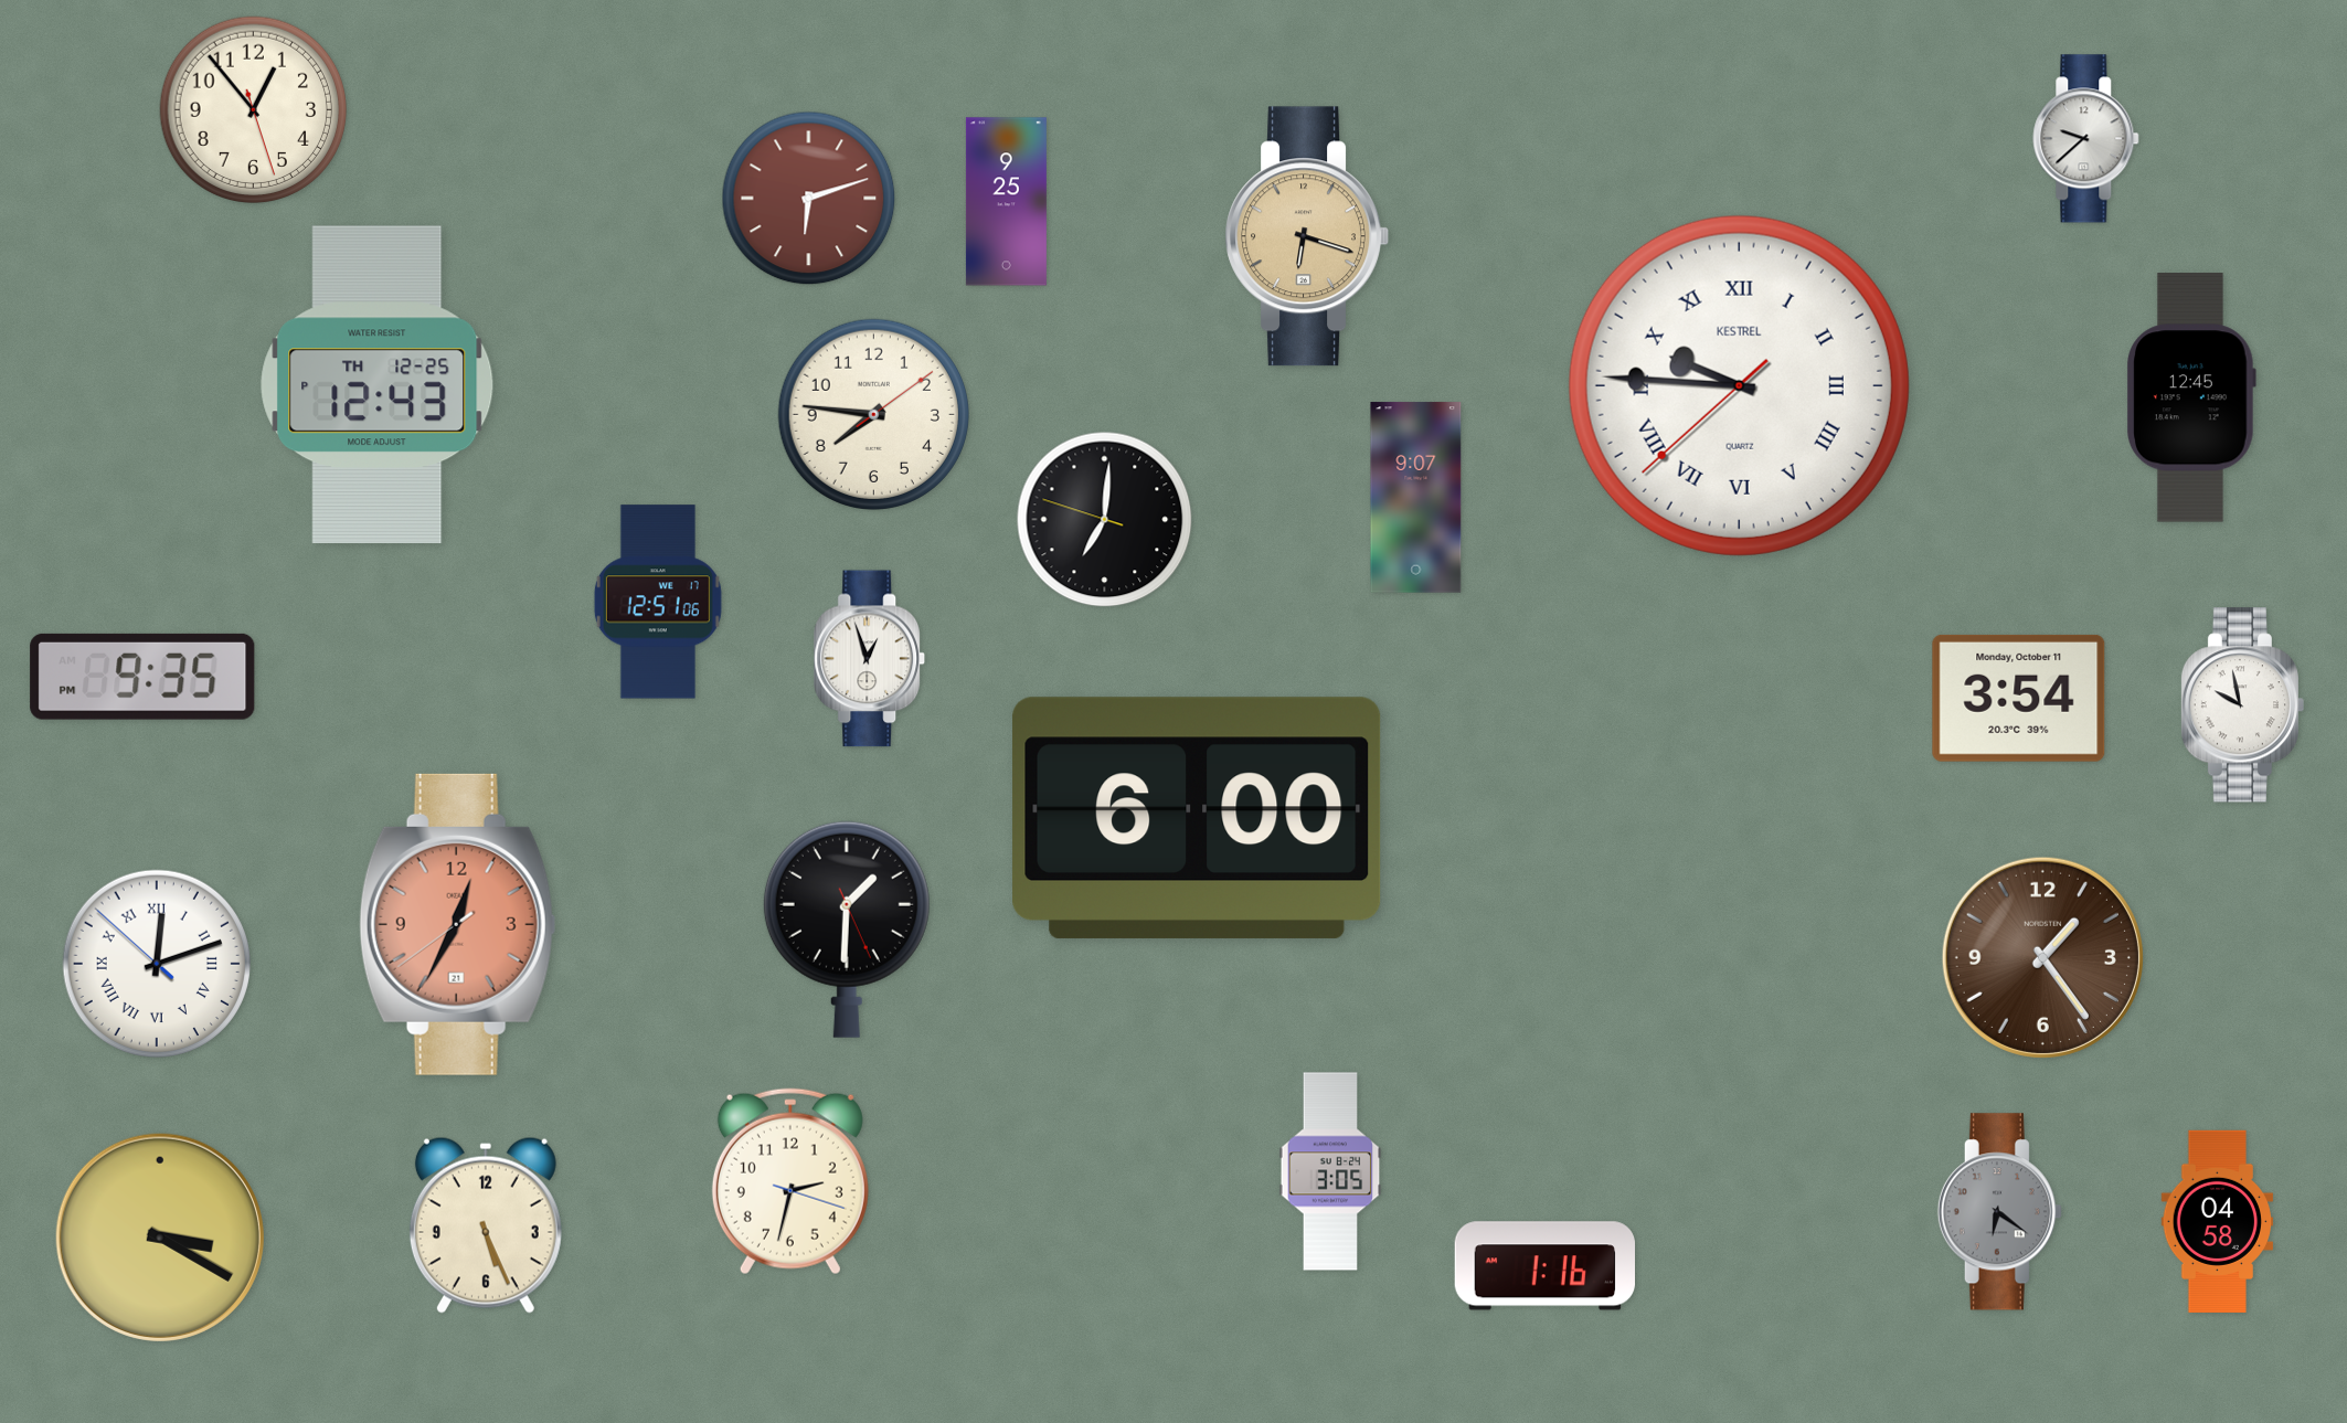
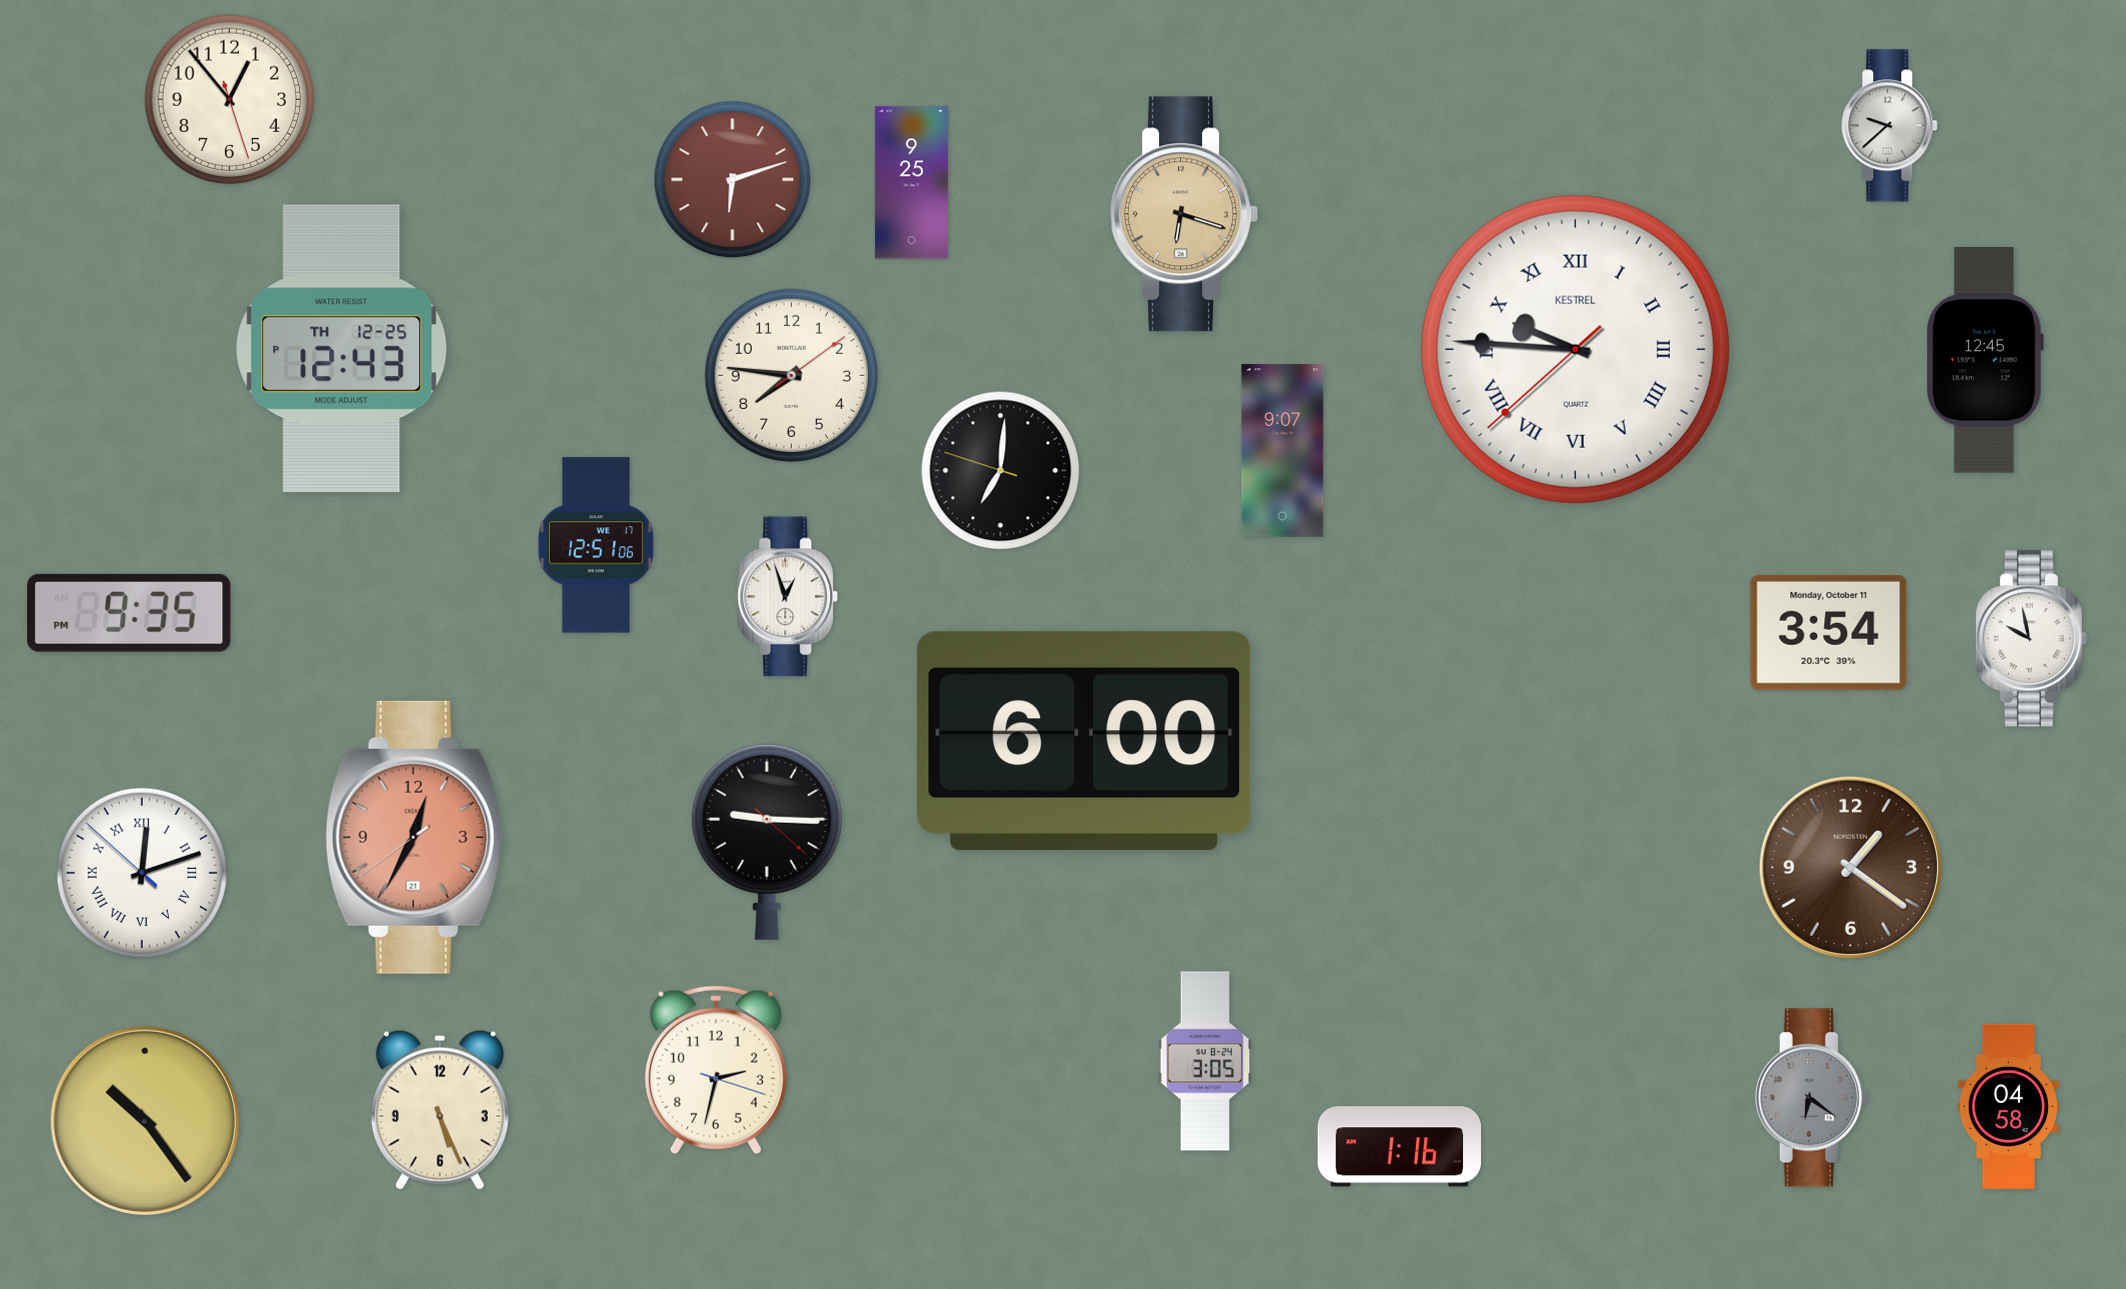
clock at (847, 930): 1:30 -> 9:15
clock at (2042, 957): 1:24 -> 1:21
clock at (160, 1238): 3:20 -> 10:24
